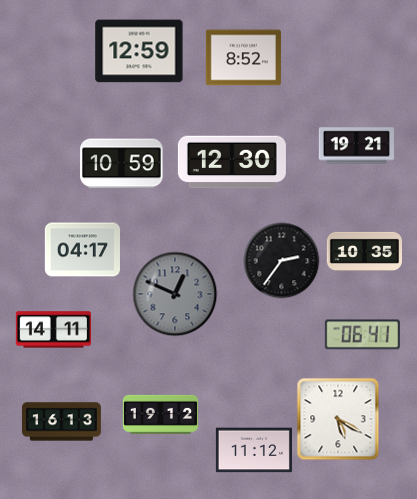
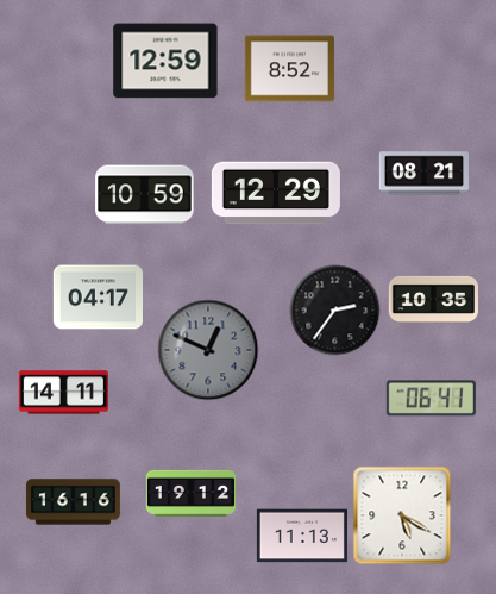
clock at (356, 146): 19:21 -> 08:21
clock at (232, 162): 12:30 -> 12:29
clock at (338, 419) position: (338, 419) -> (402, 515)
clock at (61, 422): 16:13 -> 16:16
clock at (254, 450): 11:12 -> 11:13
